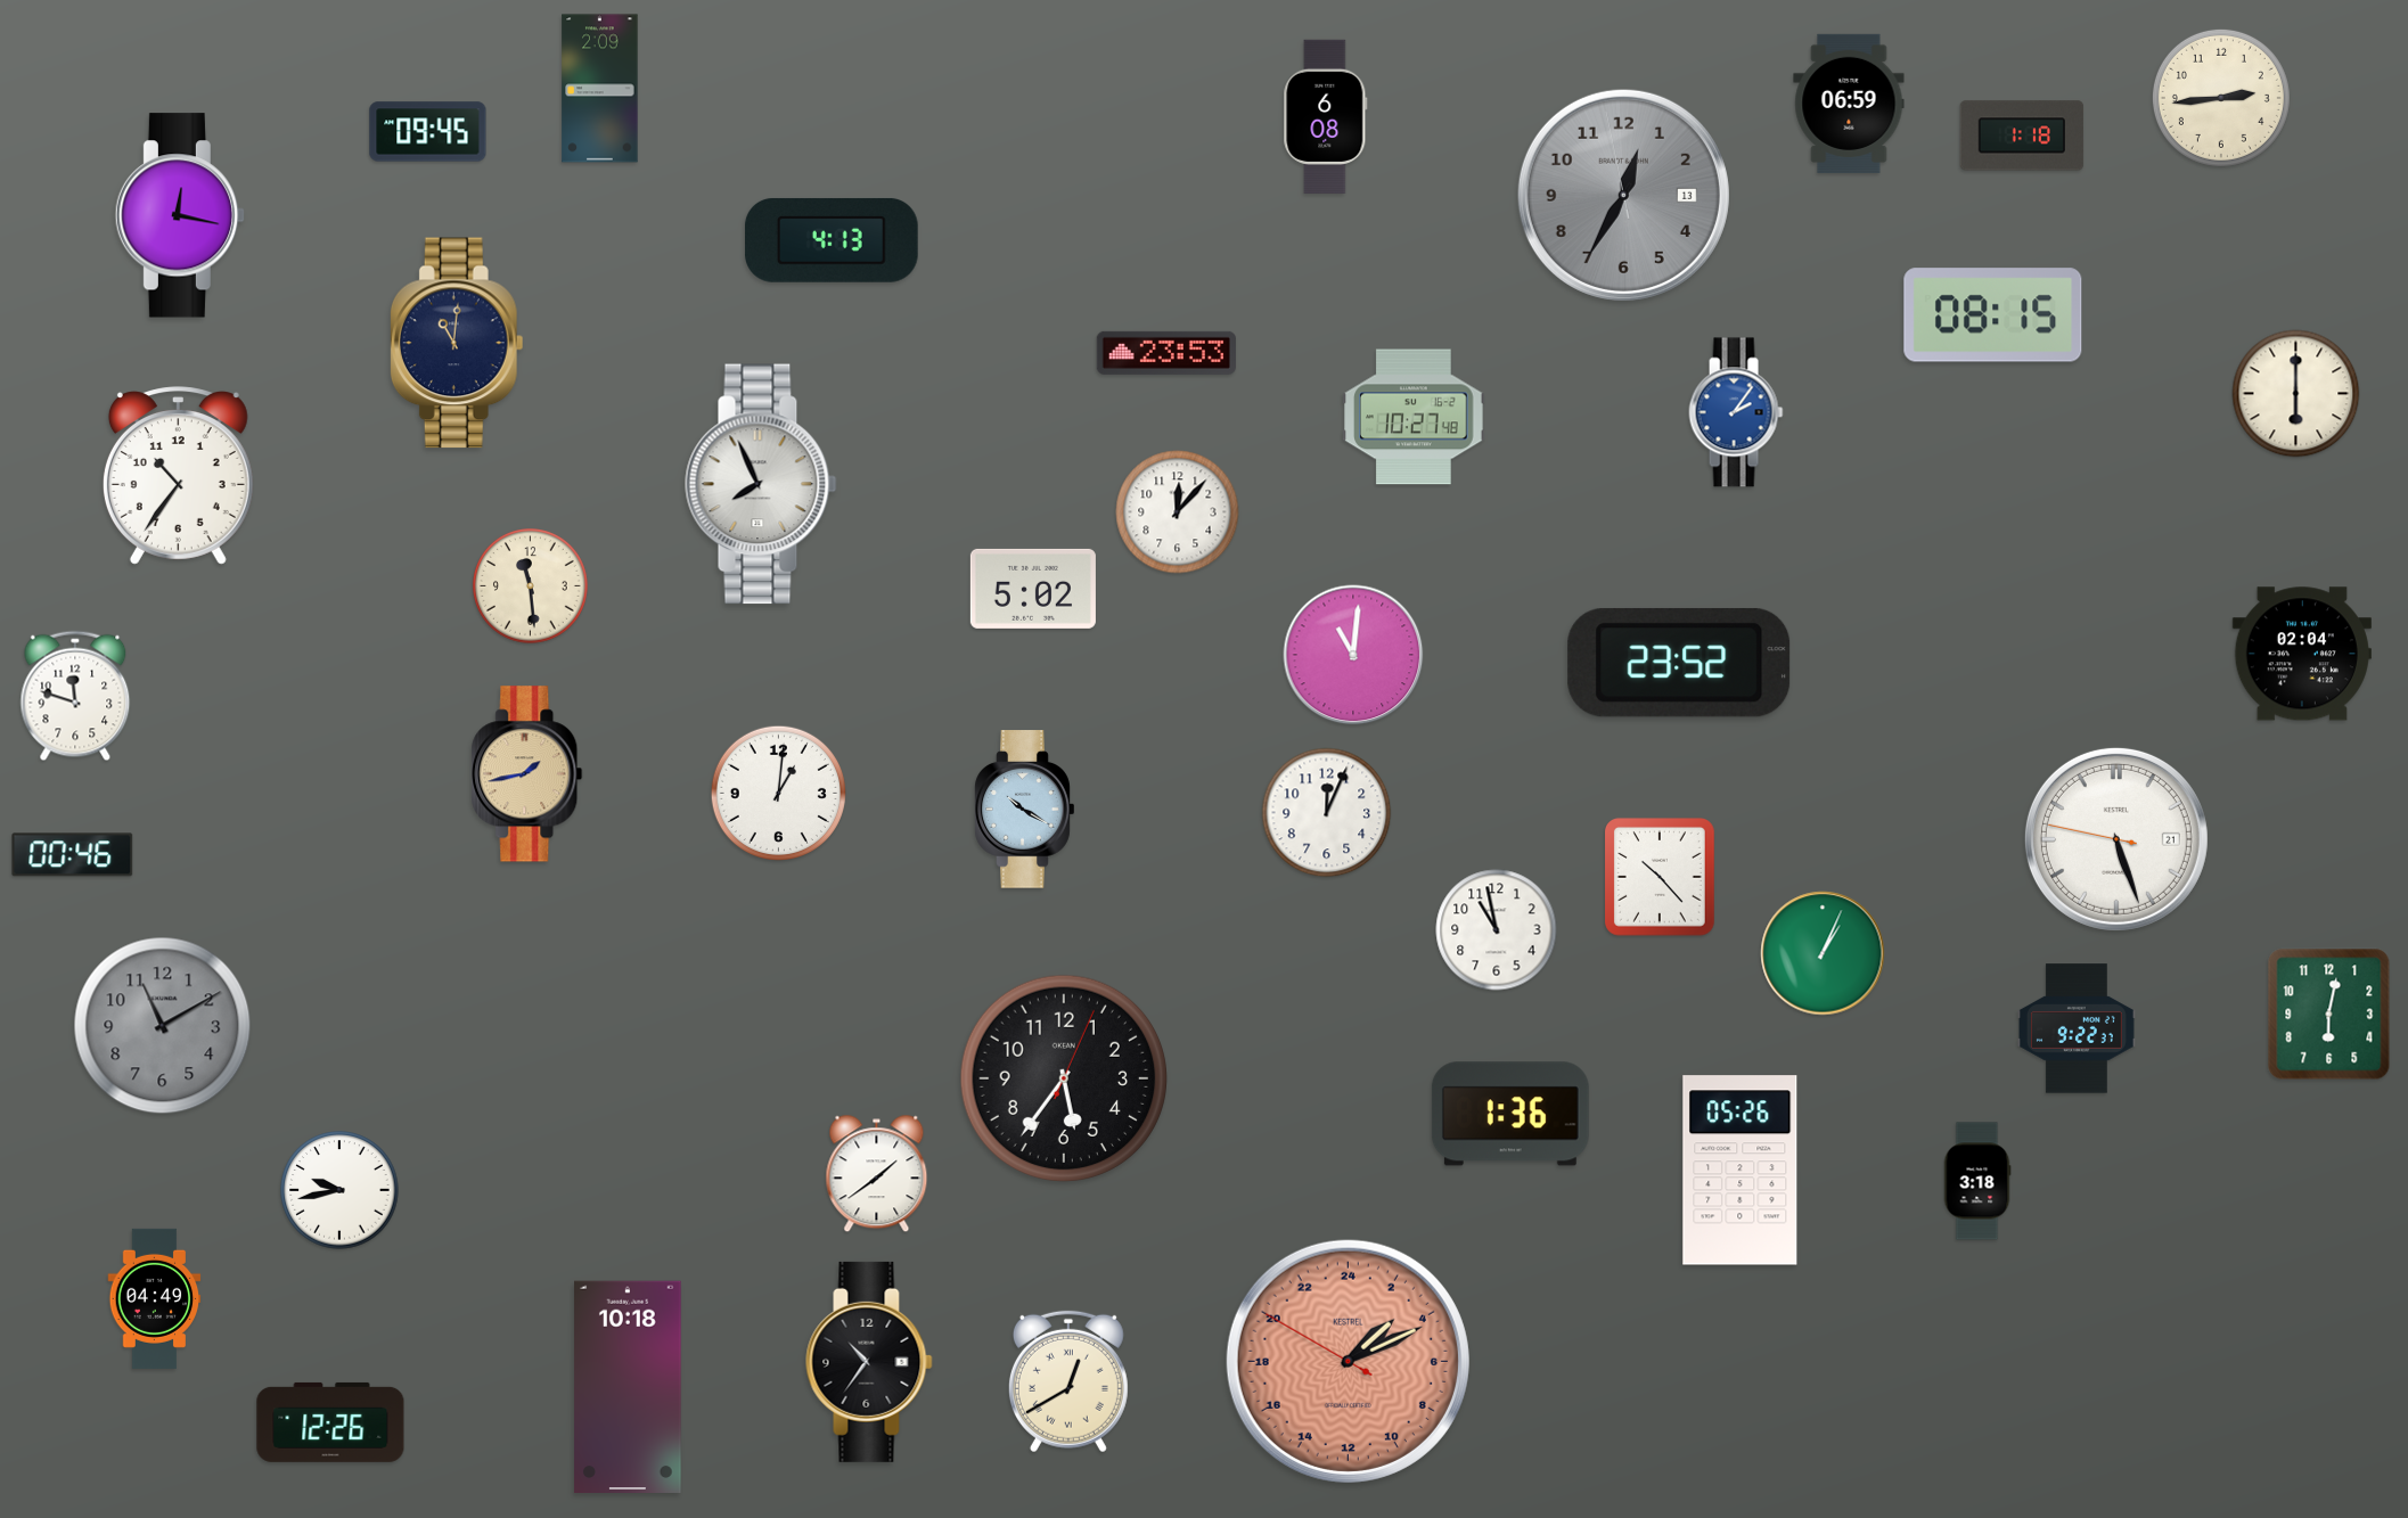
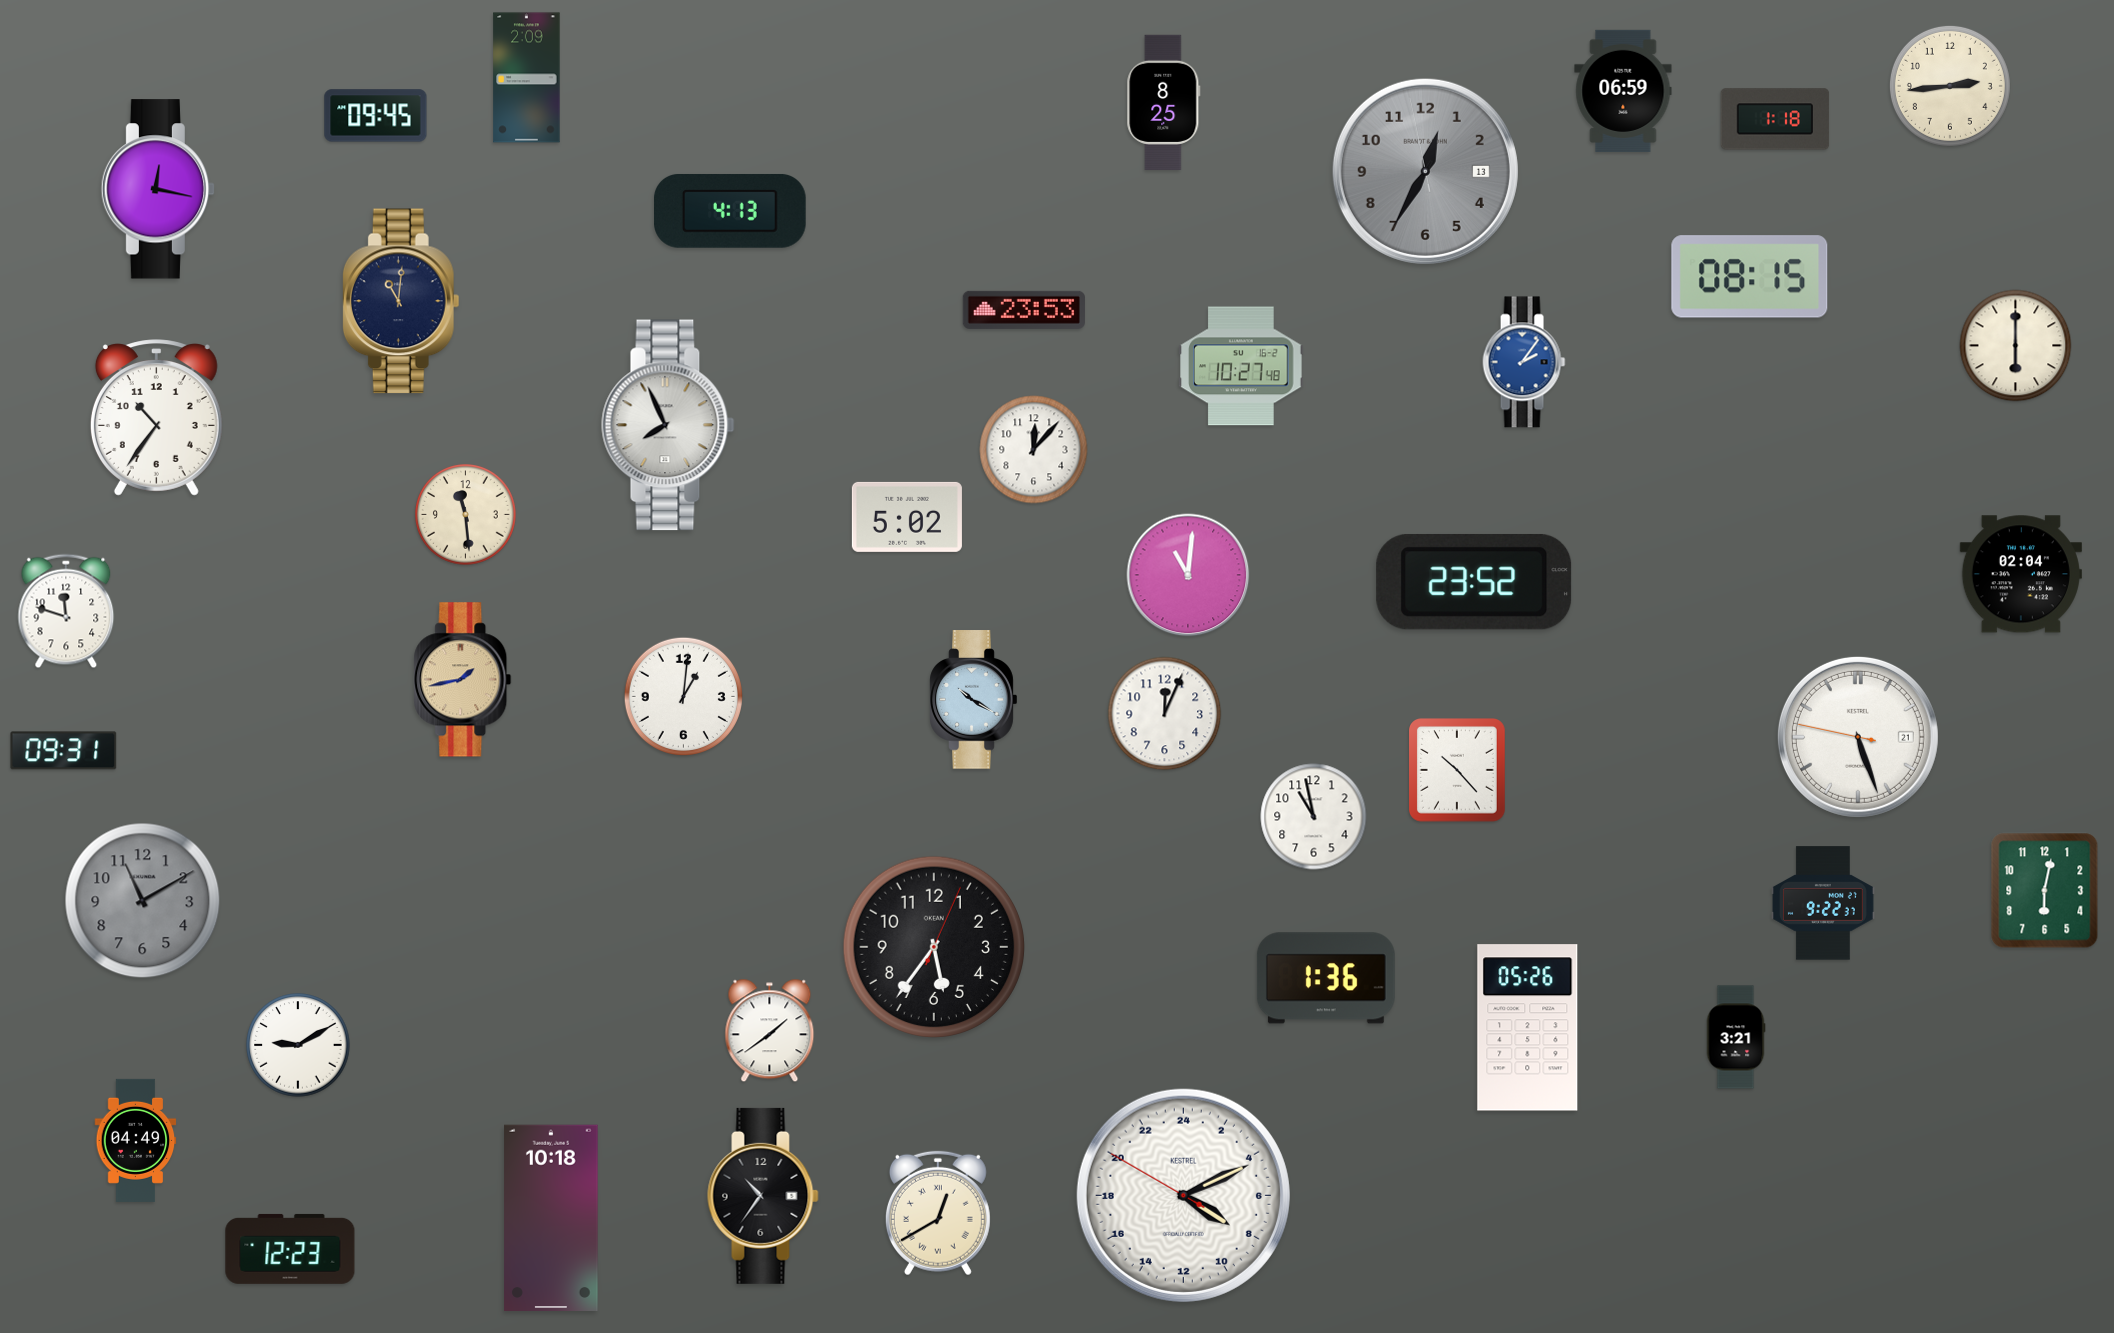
clock at (1326, 116): 6:08 -> 8:25
clock at (1025, 810) position: (1025, 810) -> (974, 700)
clock at (73, 855): 00:46 -> 09:31
clock at (1823, 953): 1:04 -> none
clock at (1977, 1181): 3:18 -> 3:21
clock at (339, 1190): 9:43 -> 9:10
clock at (1348, 1361): 3:10 -> 8:10
clock at (1348, 1361) dial: salmon -> white
clock at (330, 1422): 12:26 -> 12:23
